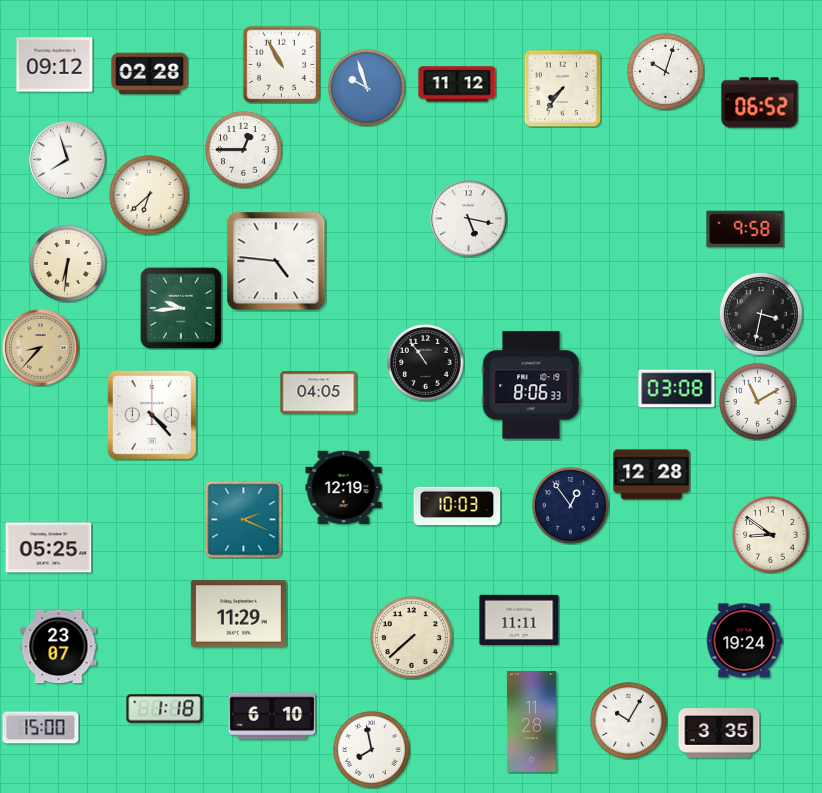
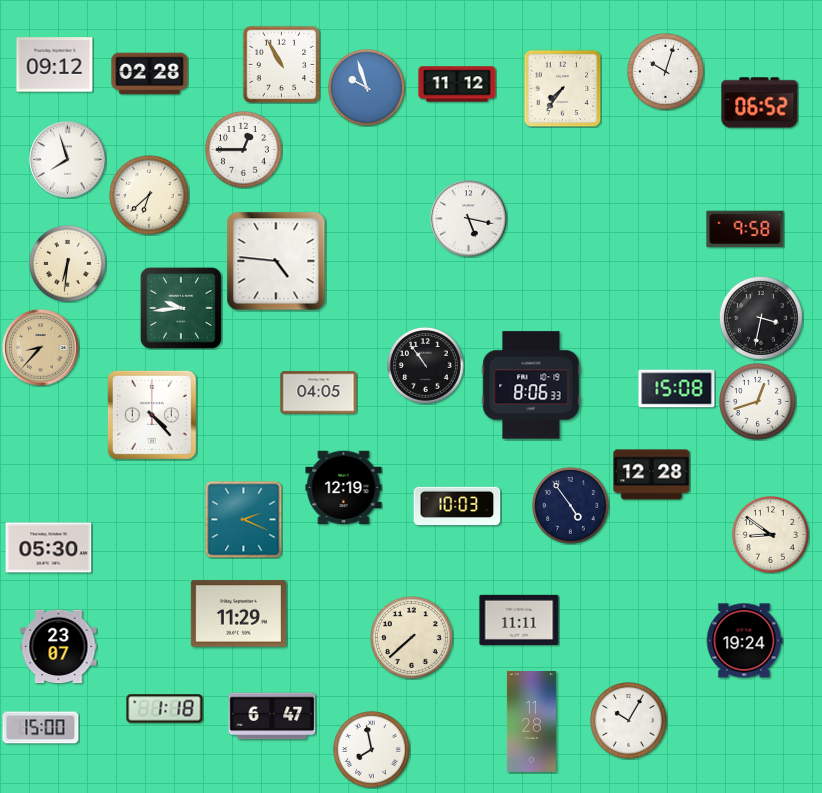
clock at (761, 314) position: (761, 314) -> (761, 318)
clock at (426, 363) position: (426, 363) -> (426, 366)
clock at (677, 389): 03:08 -> 15:08
clock at (758, 402): 11:10 -> 12:42
clock at (571, 506): 12:54 -> 4:54
clock at (49, 548): 05:25 -> 05:30
clock at (272, 716): 6:10 -> 6:47
clock at (719, 733): 3:35 -> none
